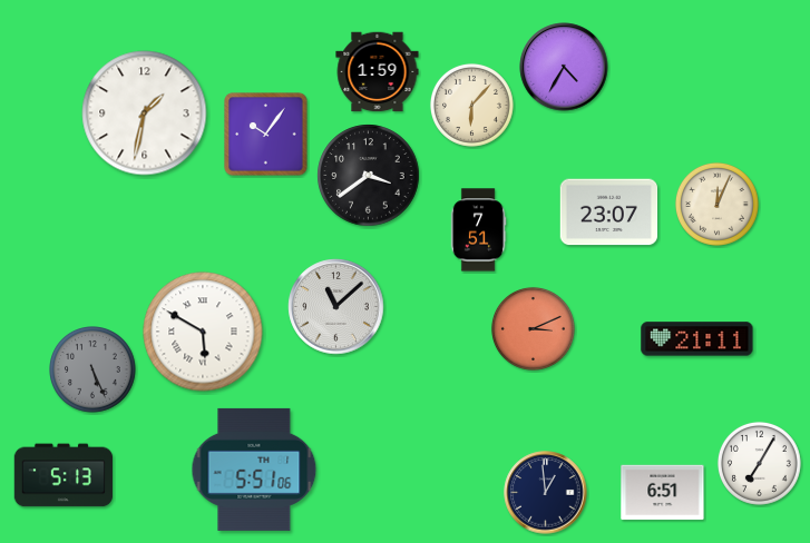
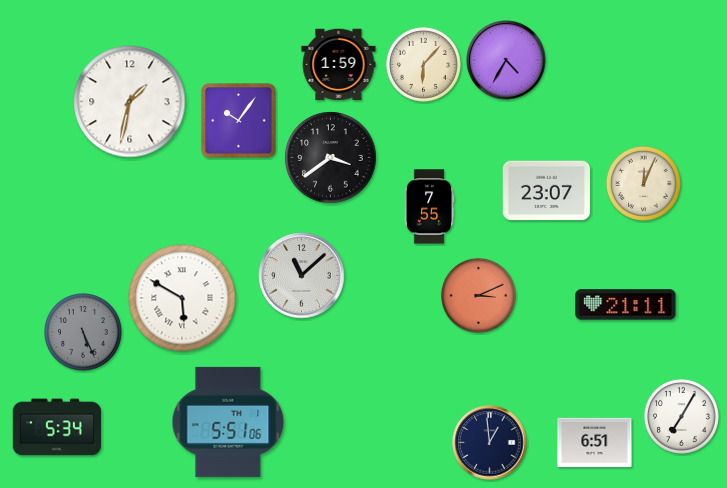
clock at (471, 105) position: (471, 105) -> (423, 64)
clock at (478, 230): 7:51 -> 7:55
clock at (62, 475): 5:13 -> 5:34
